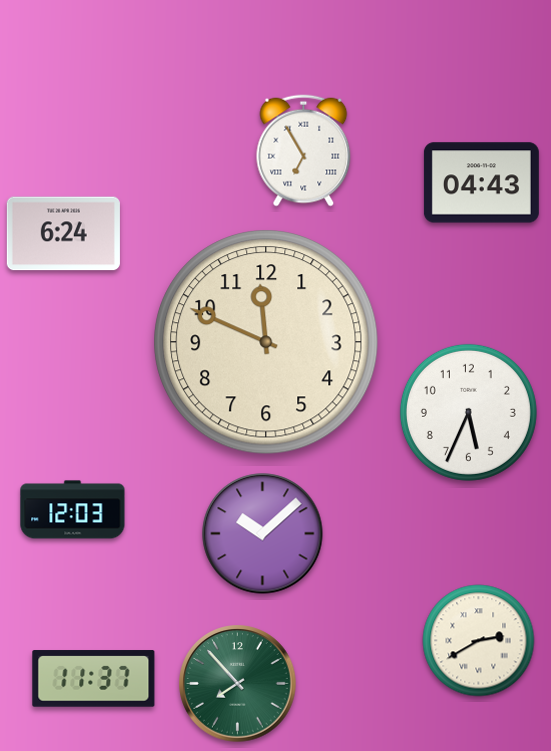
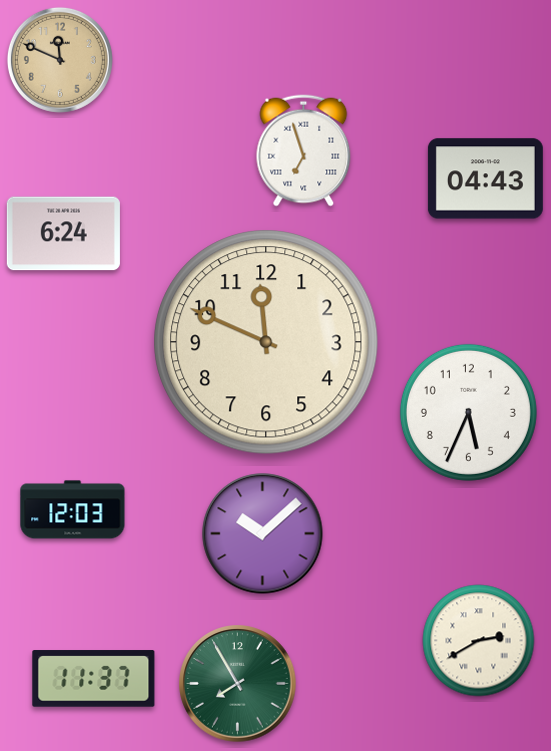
clock at (60, 60): none -> 11:49
clock at (304, 151): 6:55 -> 6:57
clock at (481, 183) position: (481, 183) -> (485, 179)
clock at (238, 684): 7:53 -> 7:55
